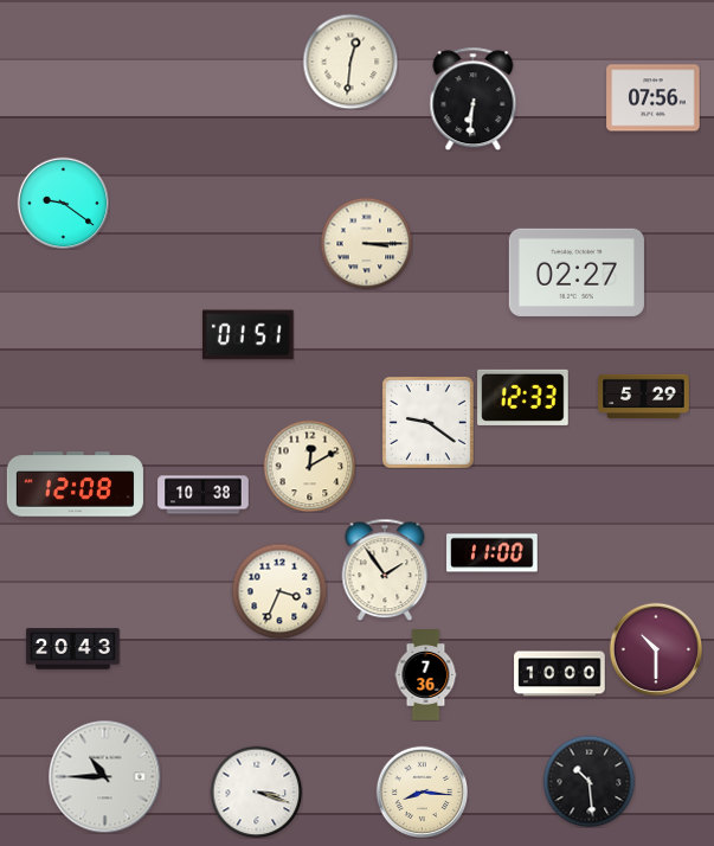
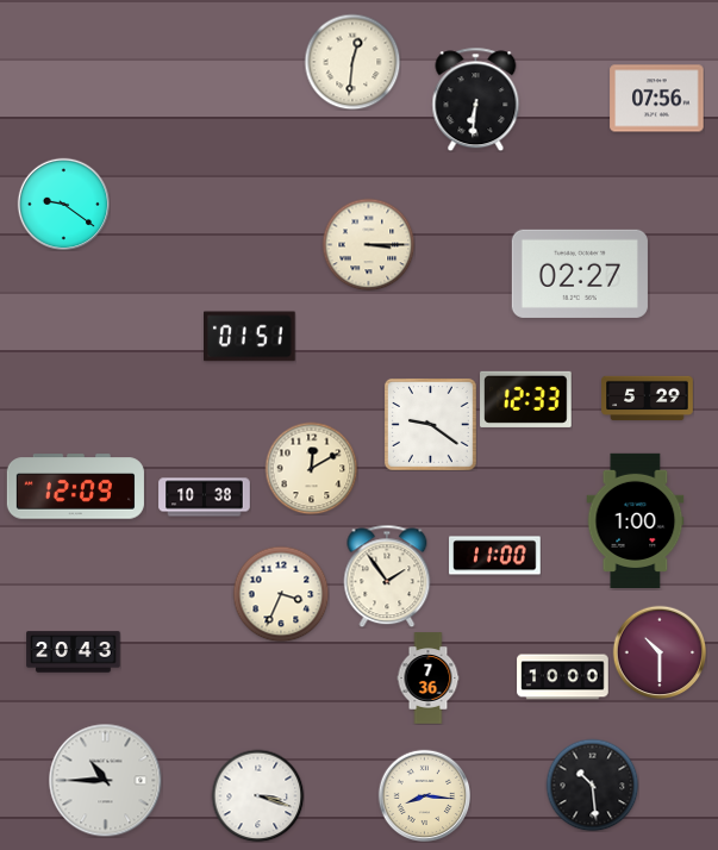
clock at (75, 485): 12:08 -> 12:09
clock at (636, 520): none -> 1:00
clock at (385, 570) position: (385, 570) -> (387, 576)
